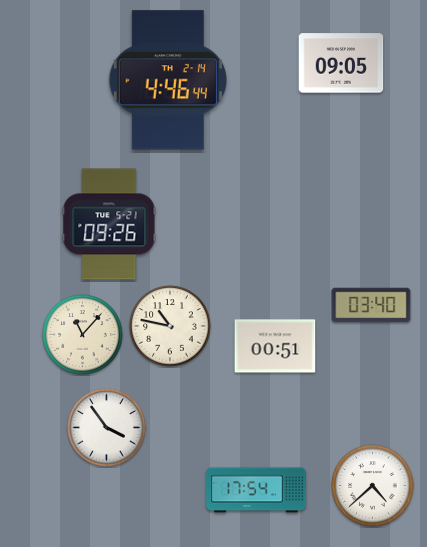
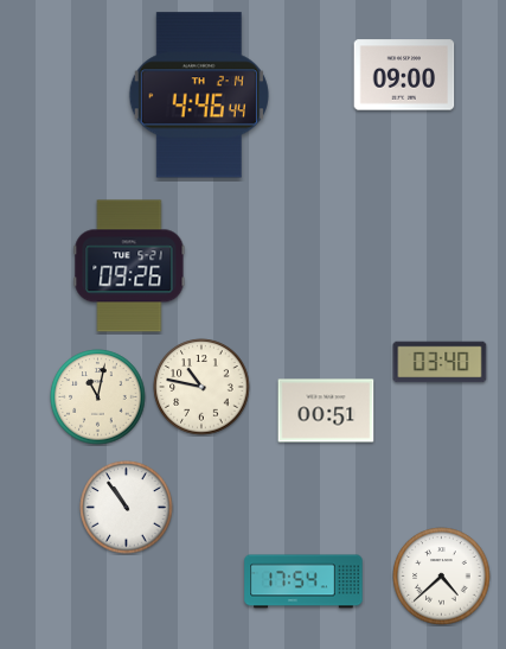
clock at (341, 63): 09:05 -> 09:00
clock at (83, 335): 11:07 -> 11:02
clock at (107, 428): 3:54 -> 10:54
